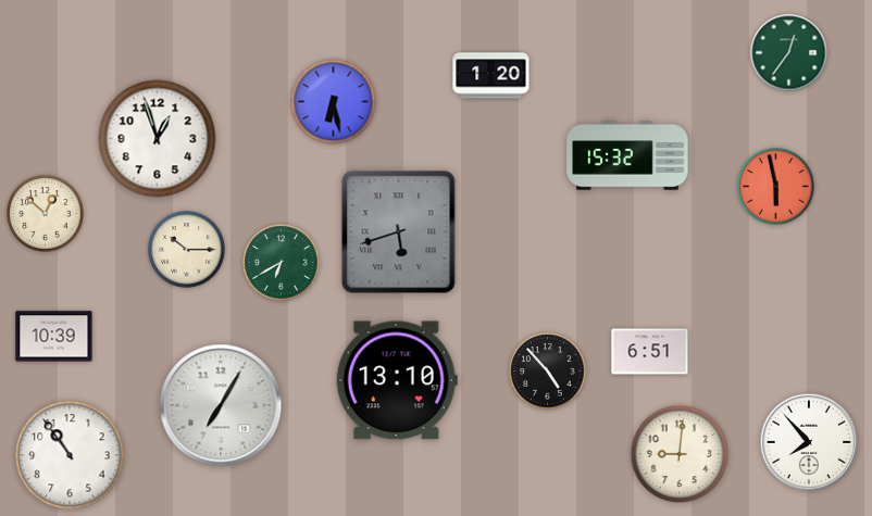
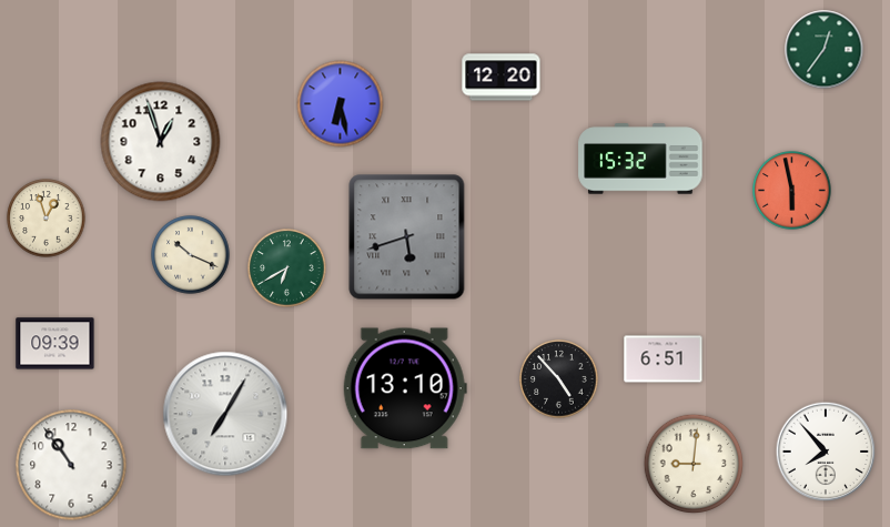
clock at (789, 53) position: (789, 53) -> (825, 50)
clock at (491, 76): 1:20 -> 12:20
clock at (46, 214): 12:52 -> 12:57
clock at (187, 250): 10:15 -> 10:19
clock at (54, 337): 10:39 -> 09:39
